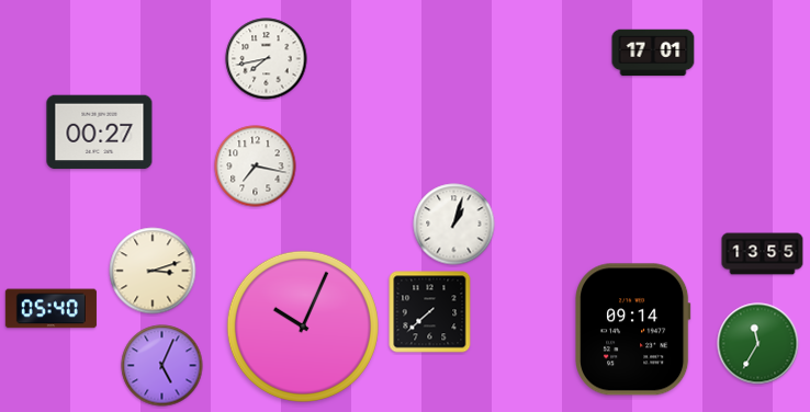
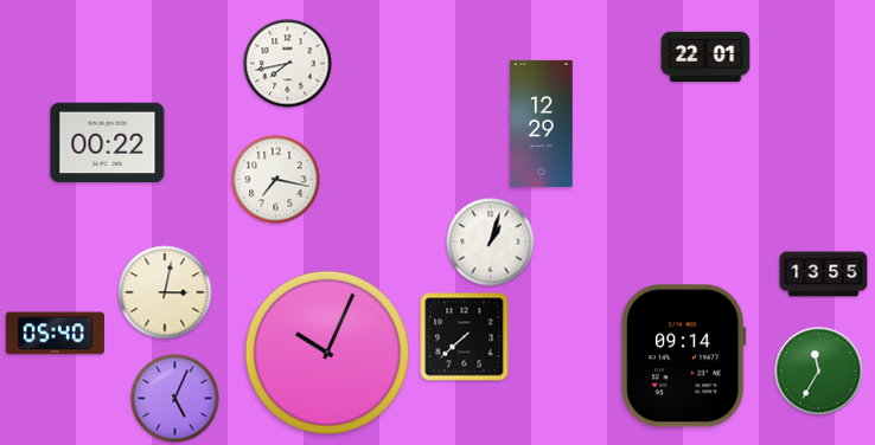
clock at (653, 53): 17:01 -> 22:01
clock at (542, 123): none -> 12:29
clock at (100, 133): 00:27 -> 00:22
clock at (153, 271): 3:12 -> 3:02
clock at (162, 366) position: (162, 366) -> (175, 399)
